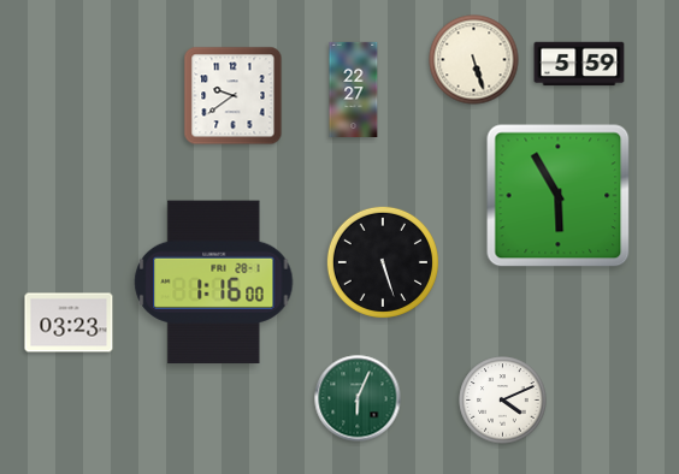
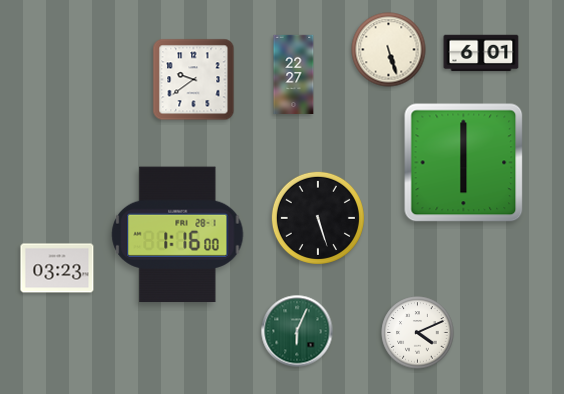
clock at (474, 60) position: (474, 60) -> (389, 50)
clock at (579, 64): 5:59 -> 6:01
clock at (559, 196): 5:55 -> 6:00
